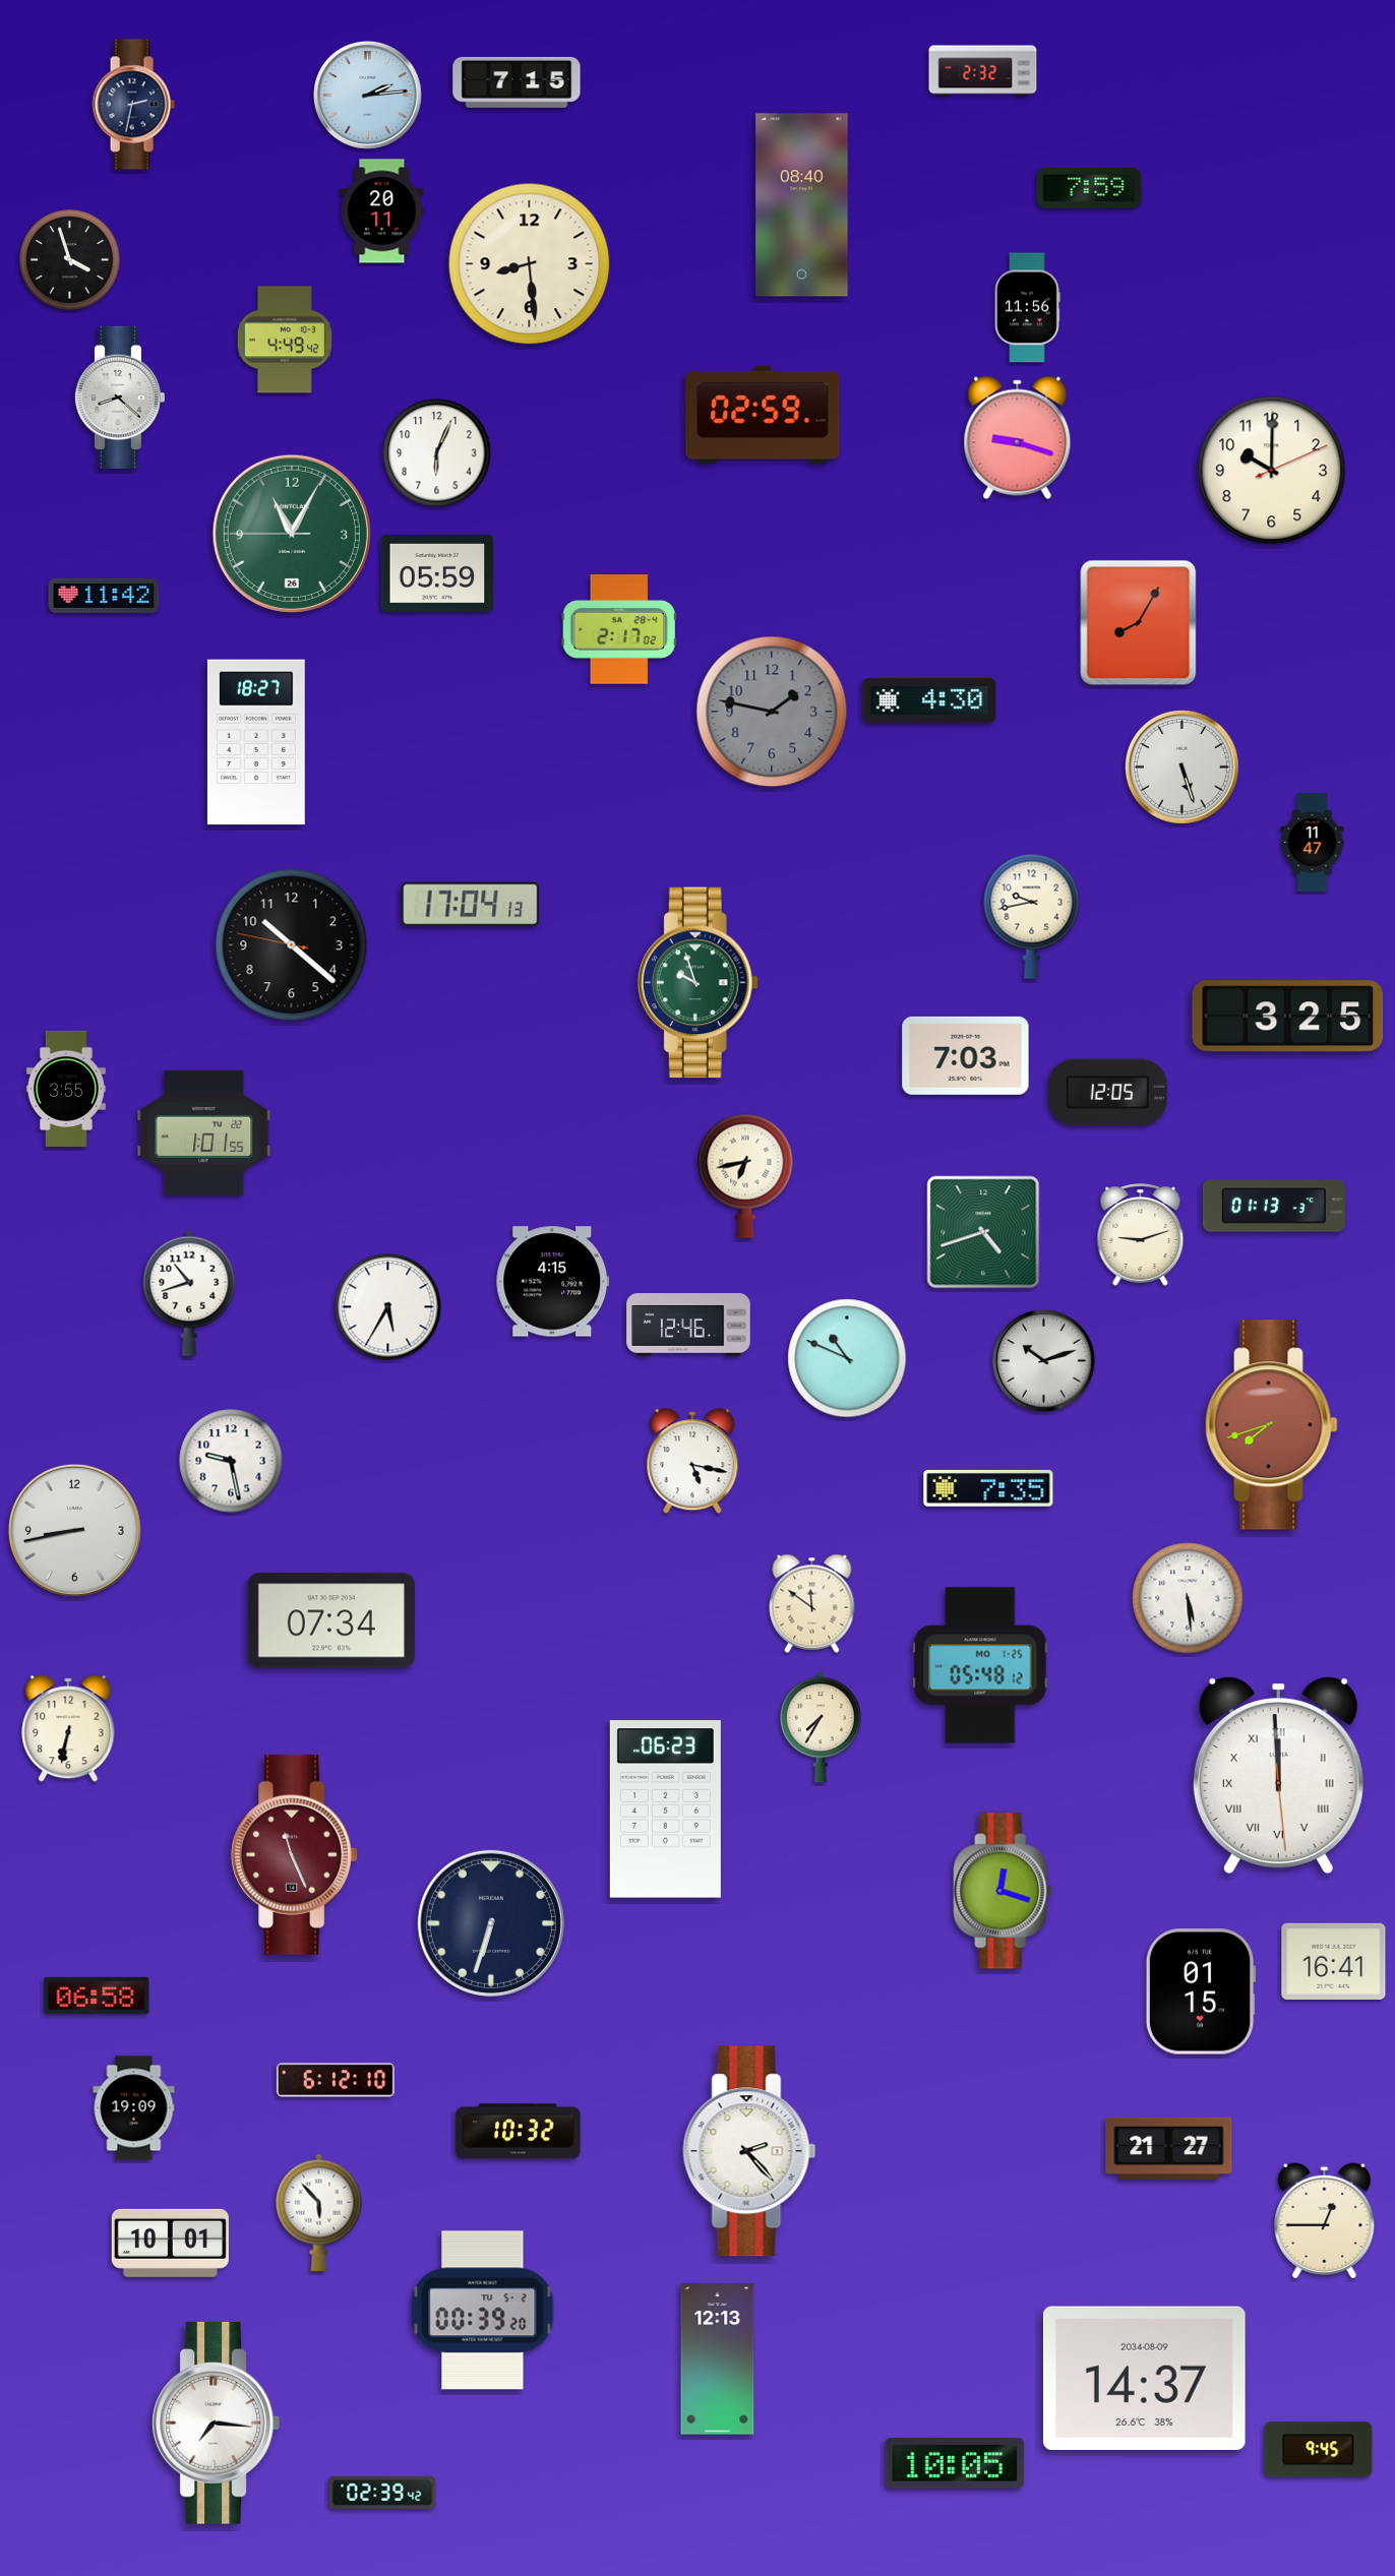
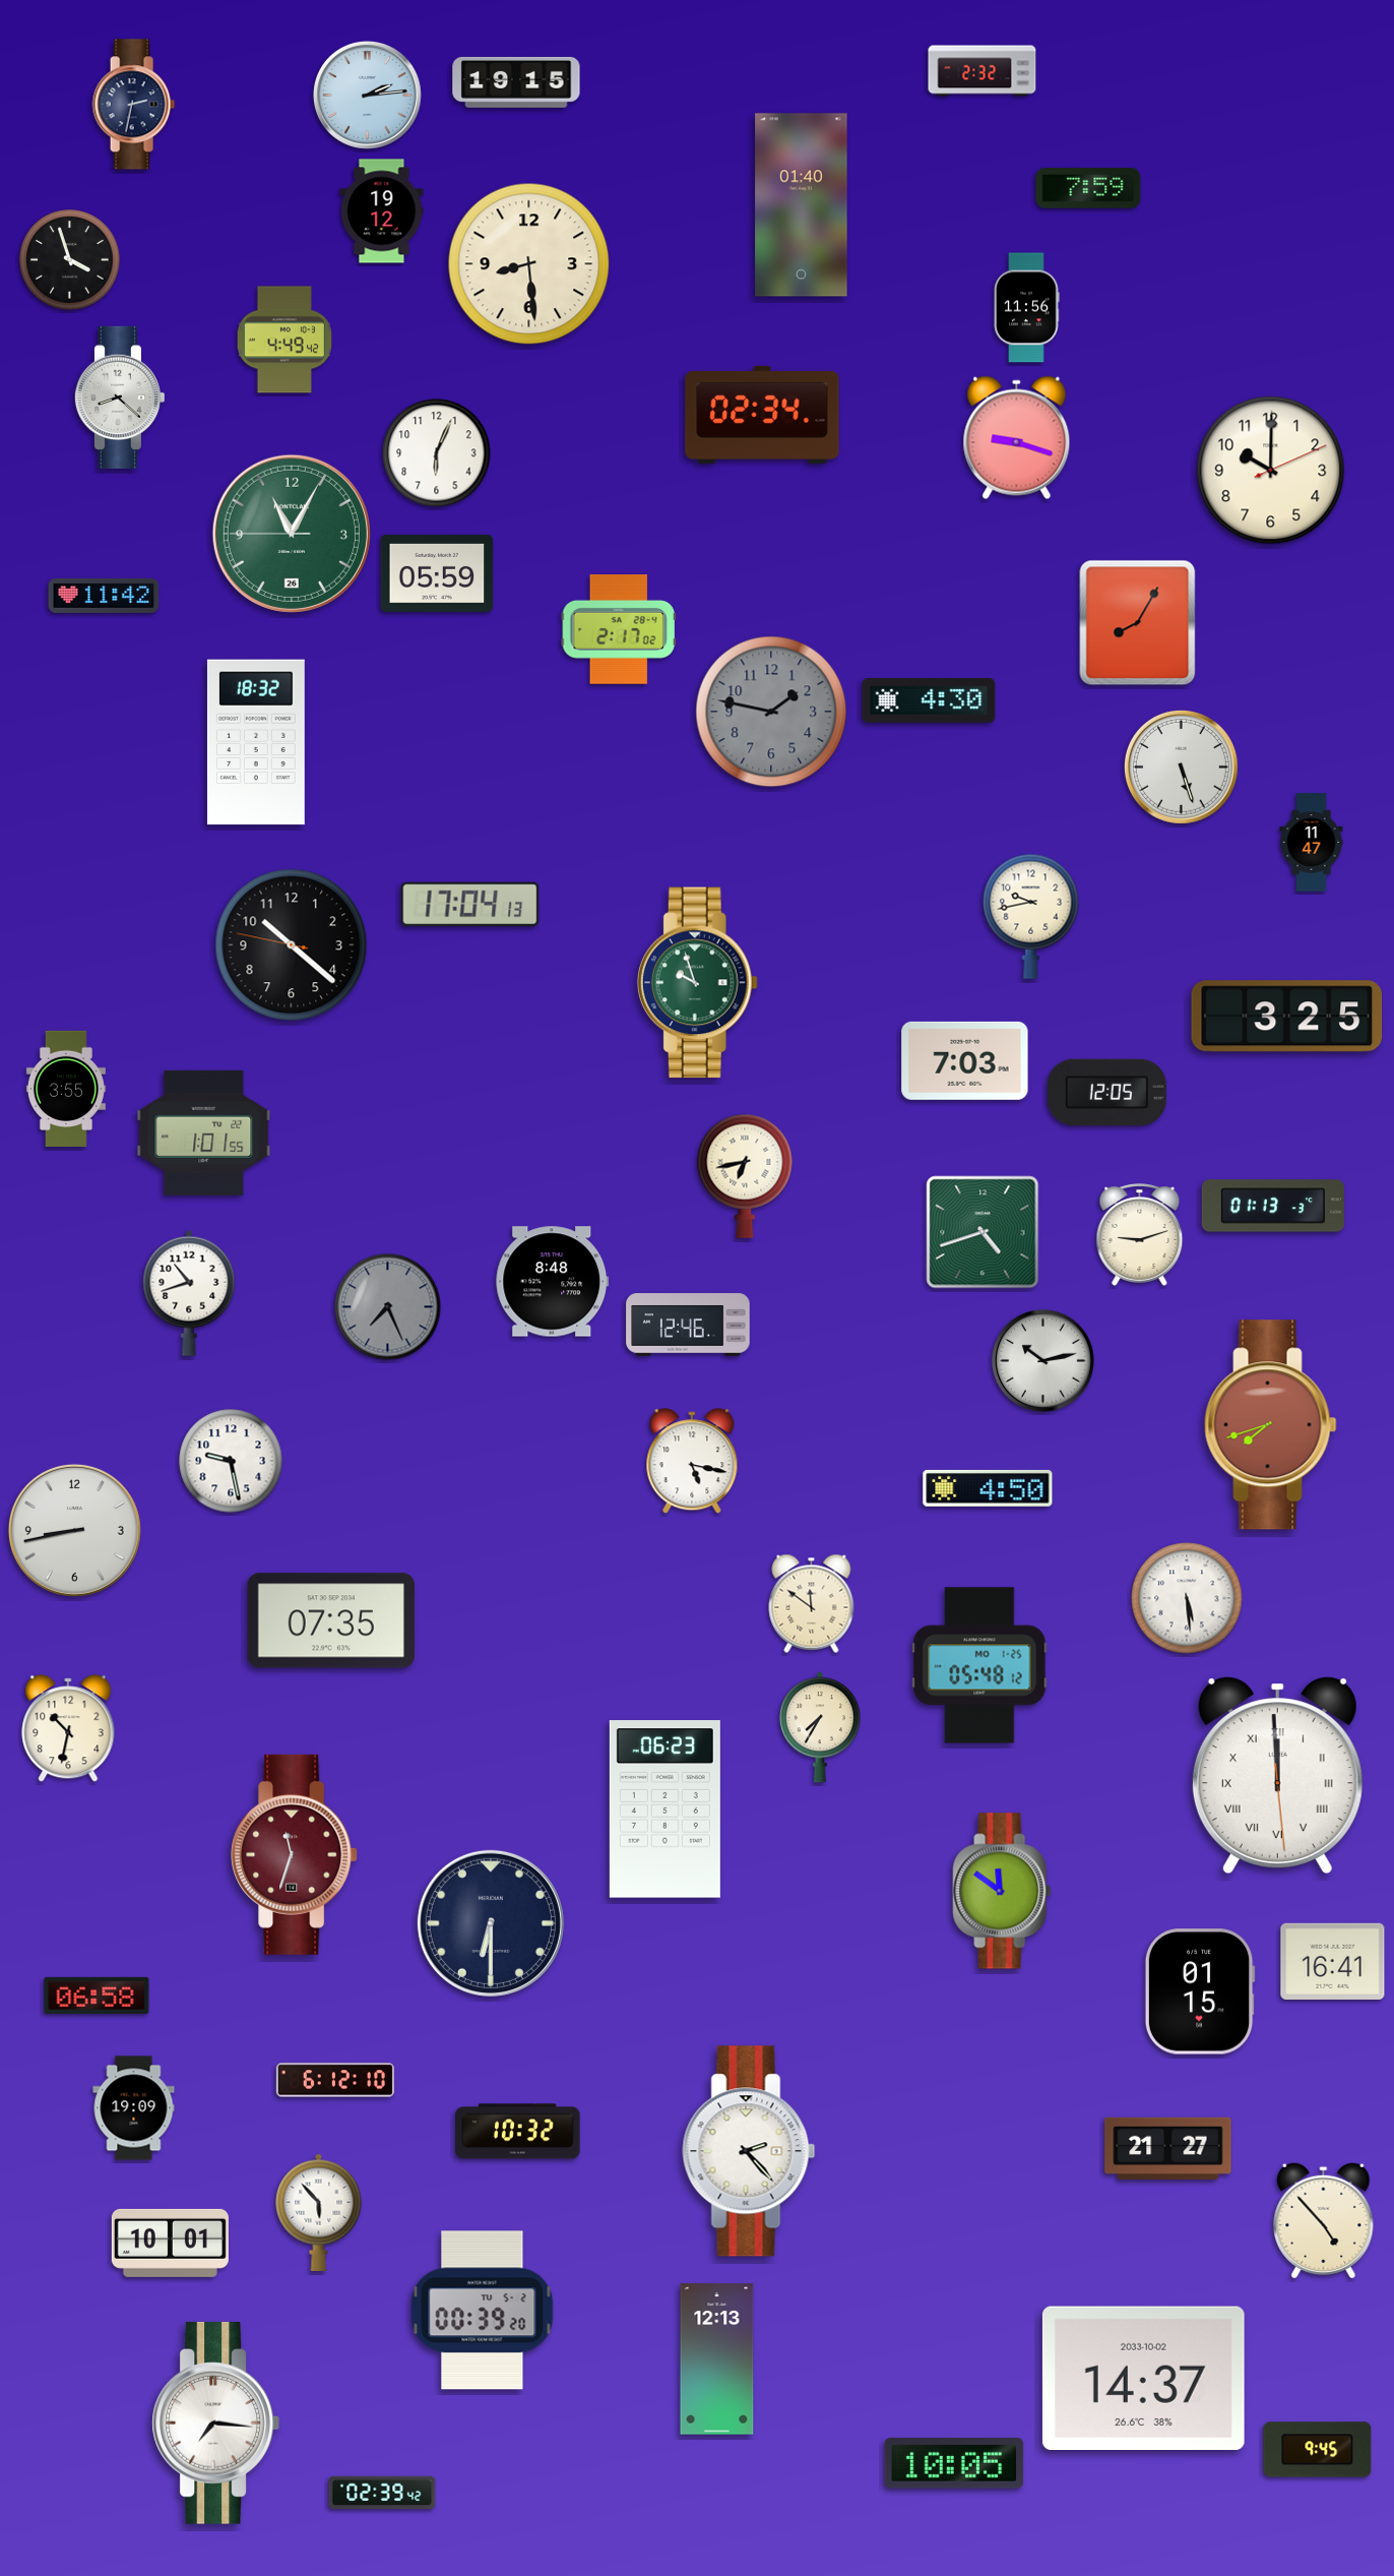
clock at (517, 82): 7:15 -> 19:15
clock at (802, 205): 08:40 -> 01:40
clock at (382, 211): 20:11 -> 19:12
clock at (763, 415): 02:59 -> 02:34
clock at (256, 742): 18:27 -> 18:32
clock at (966, 1055) position: (966, 1055) -> (965, 1060)
clock at (553, 1282): 4:15 -> 8:48
clock at (388, 1307): 5:35 -> 7:26
clock at (388, 1307) dial: white -> grey
clock at (847, 1358): 10:49 -> none
clock at (1044, 1361): 10:12 -> 10:13
clock at (988, 1488): 7:35 -> 4:50
clock at (330, 1620): 07:34 -> 07:35
clock at (68, 1728): 6:32 -> 10:32
clock at (295, 1854): 11:26 -> 11:33
clock at (1003, 1891): 12:18 -> 11:51
clock at (491, 1923): 6:33 -> 6:30
clock at (1325, 2219): 12:45 -> 4:53
clock at (1144, 2378) date: 2034-08-09 -> 2033-10-02
